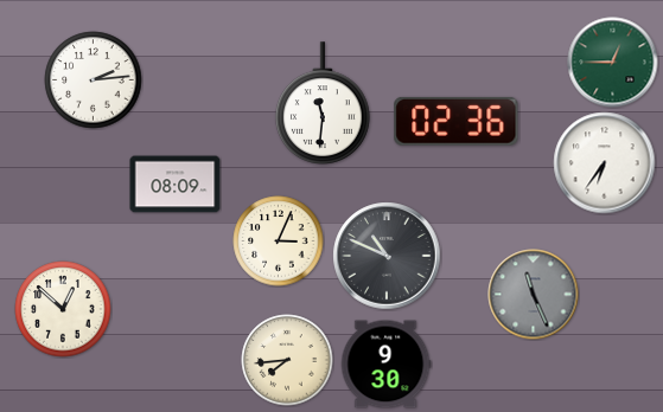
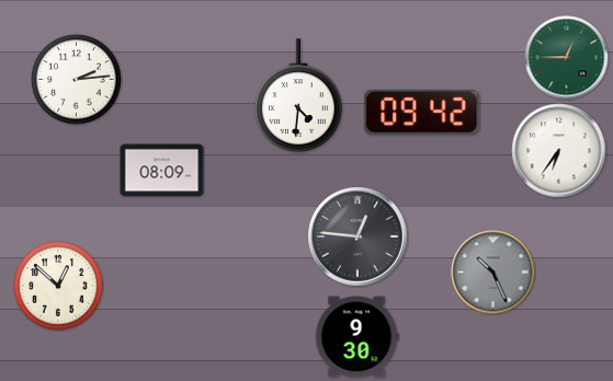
clock at (94, 81) position: (94, 81) -> (77, 80)
clock at (324, 103): 11:31 -> 4:31
clock at (457, 121): 02:36 -> 09:42
clock at (279, 242): 3:04 -> none
clock at (387, 256): 10:49 -> 12:46
clock at (534, 295): 11:26 -> 10:26
clock at (287, 360): 7:44 -> none
